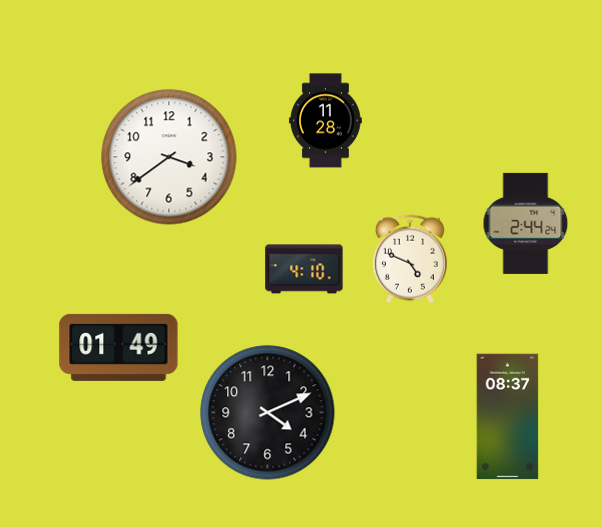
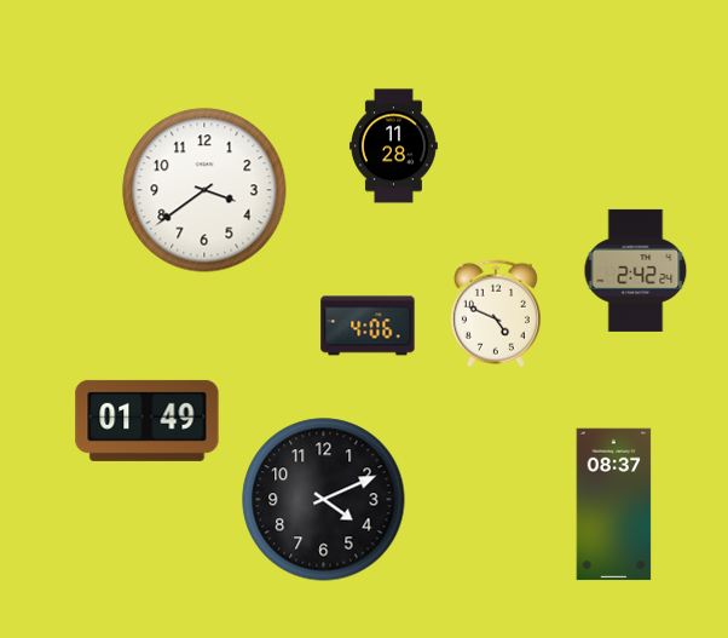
clock at (526, 223): 2:44 -> 2:42
clock at (304, 269): 4:10 -> 4:06
clock at (119, 347) position: (119, 347) -> (148, 420)
